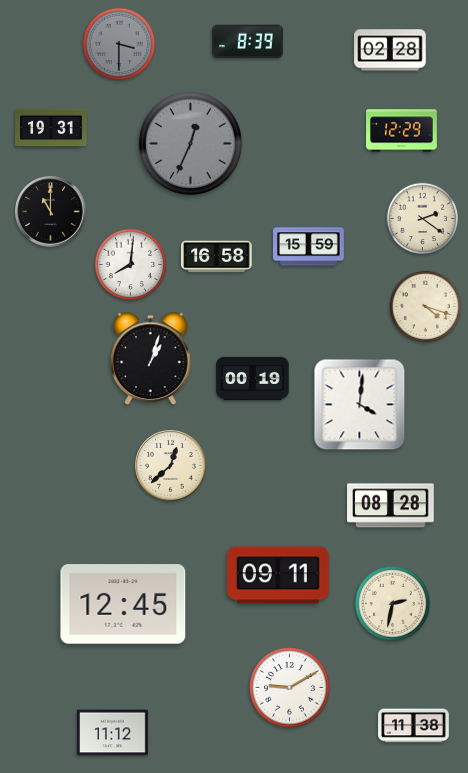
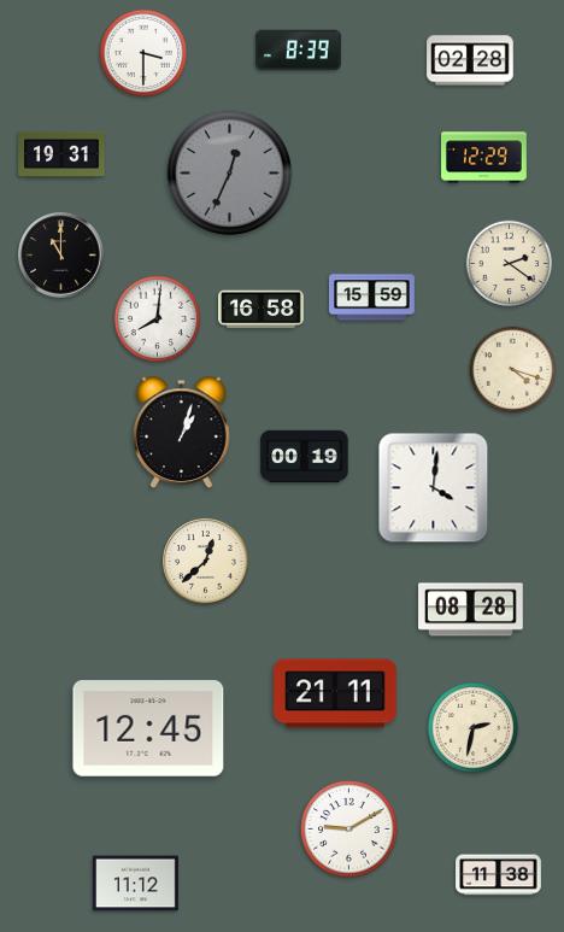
clock at (118, 43) dial: grey -> white
clock at (279, 575): 09:11 -> 21:11
